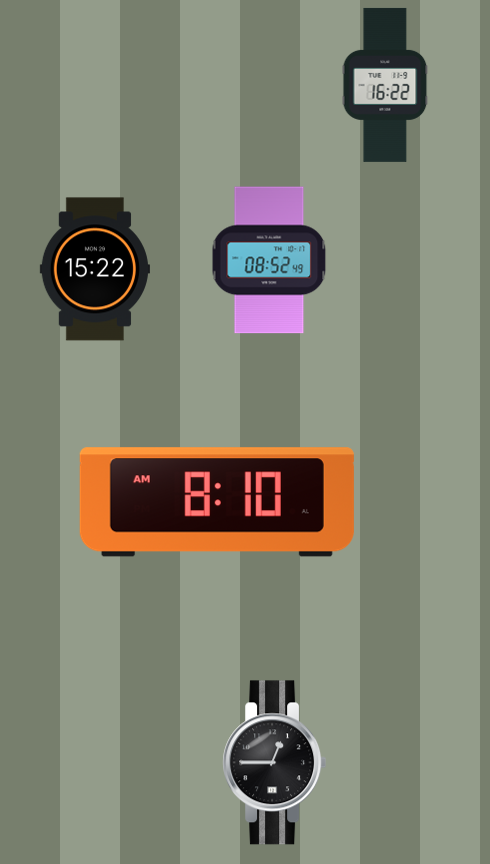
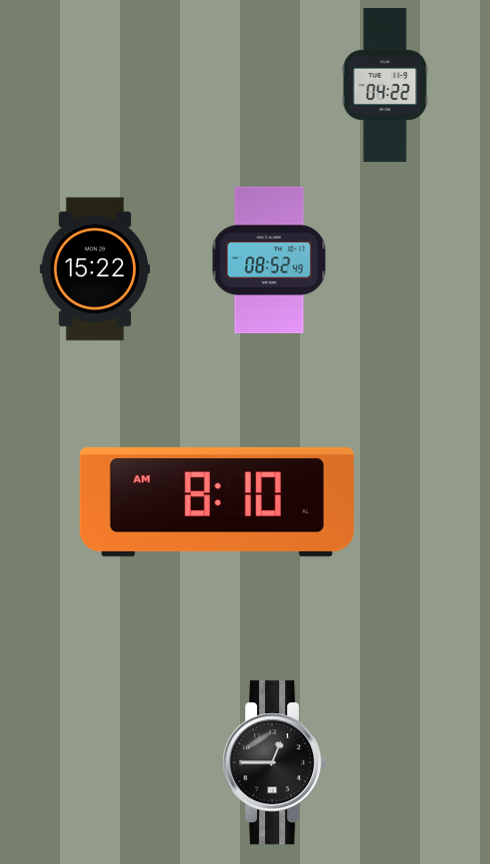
clock at (385, 85): 16:22 -> 04:22
